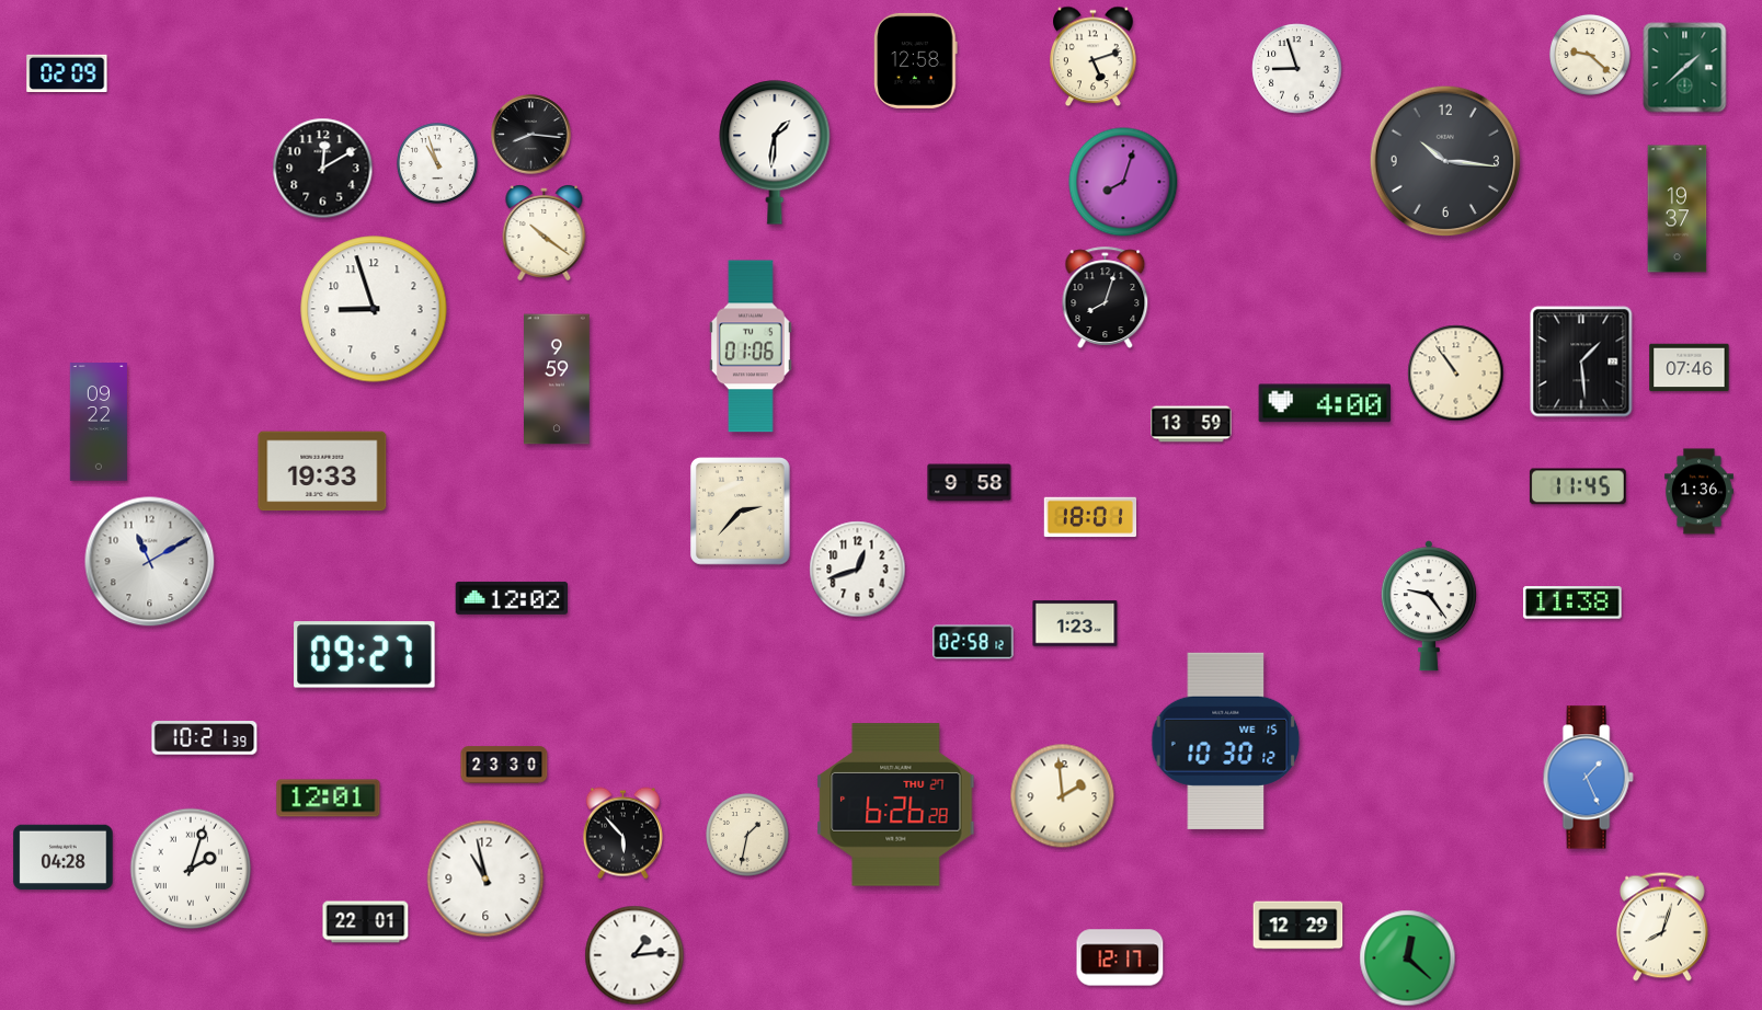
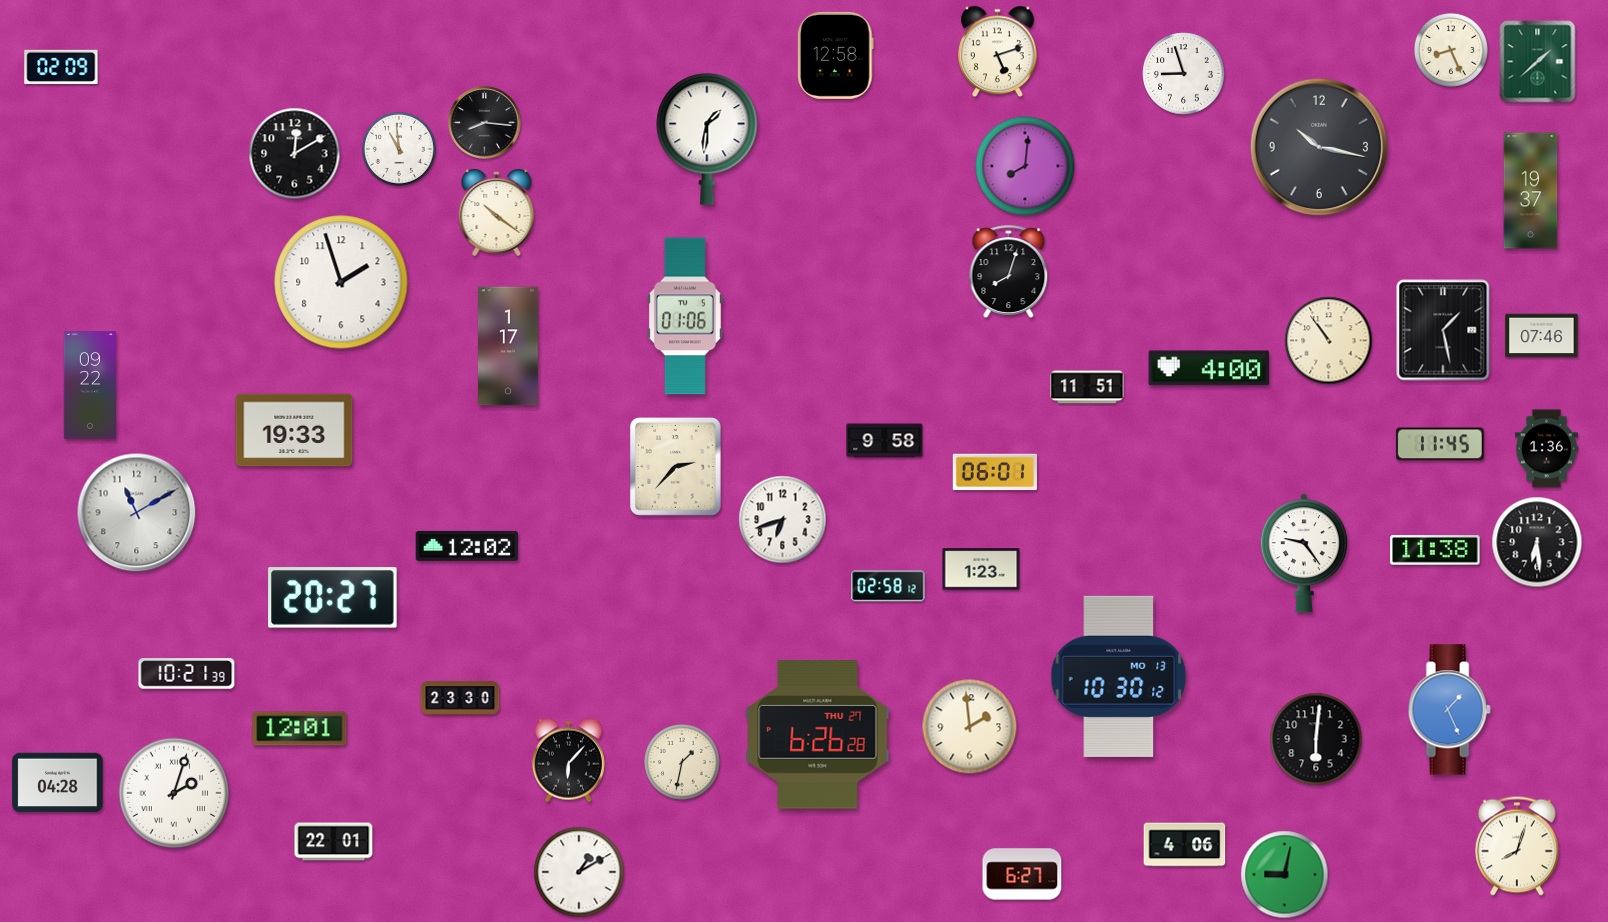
clock at (1590, 55): 9:22 -> 8:26
clock at (1297, 69) position: (1297, 69) -> (1184, 74)
clock at (1444, 160): 10:16 -> 10:17
clock at (437, 163): 10:57 -> 10:59
clock at (1123, 182): 8:03 -> 8:01
clock at (374, 309): 8:57 -> 1:57
clock at (1581, 361): 1:29 -> 1:28
clock at (558, 379): 9:59 -> 1:17
clock at (1191, 424): 13:59 -> 11:51
clock at (1698, 492) position: (1698, 492) -> (1546, 449)
clock at (1090, 517): 18:01 -> 06:01
clock at (858, 570): 12:42 -> 6:42
clock at (1537, 542): none -> 6:29
clock at (365, 655): 09:27 -> 20:27
clock at (1226, 741) date: WE 15 -> MO 13
clock at (1316, 739): none -> 6:01
clock at (622, 834): 5:53 -> 6:07
clock at (485, 879): 10:58 -> none
clock at (1298, 926): 12:29 -> 4:06
clock at (634, 955): 1:14 -> 1:10
clock at (1120, 957): 12:17 -> 6:27
clock at (1408, 959): 12:22 -> 9:02
